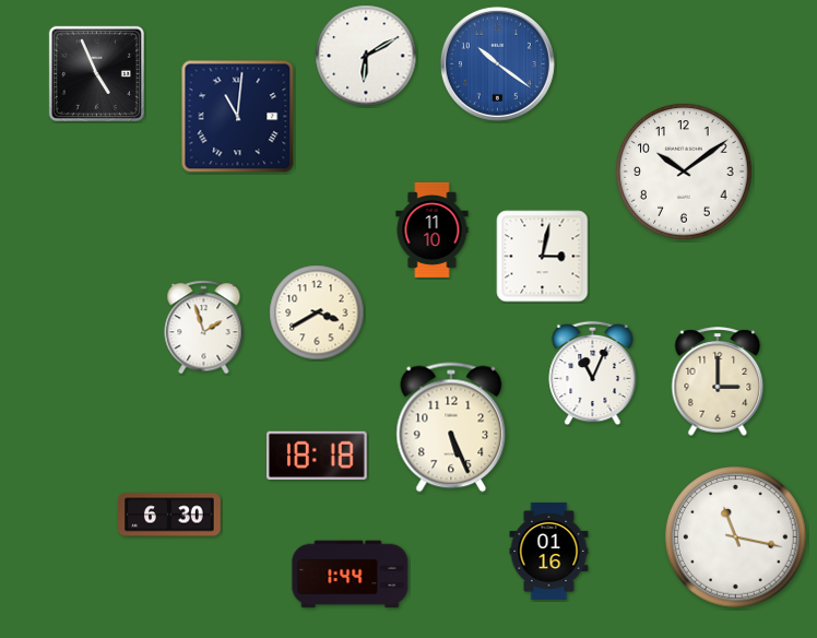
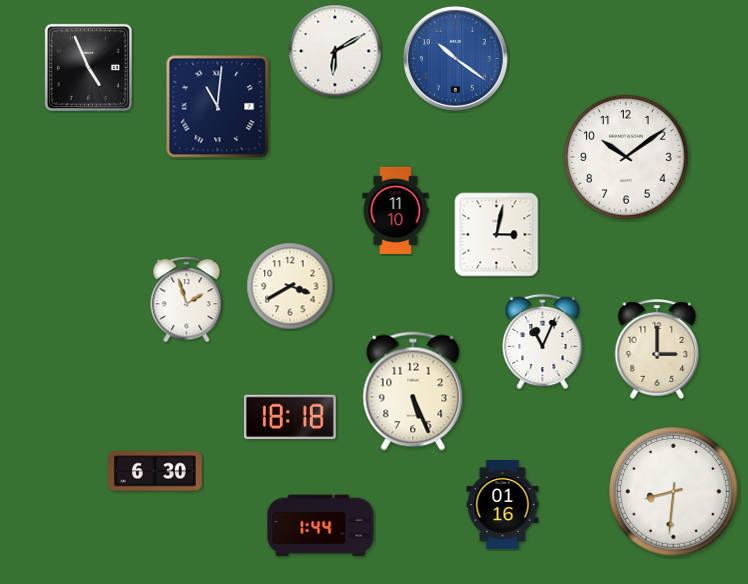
clock at (736, 537): 11:17 -> 8:31
